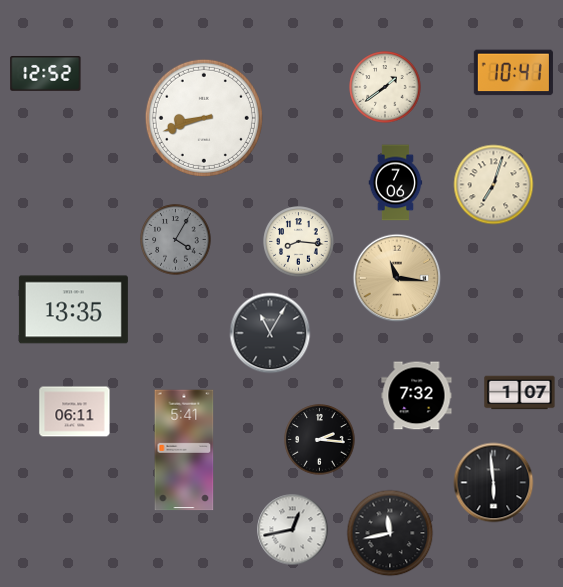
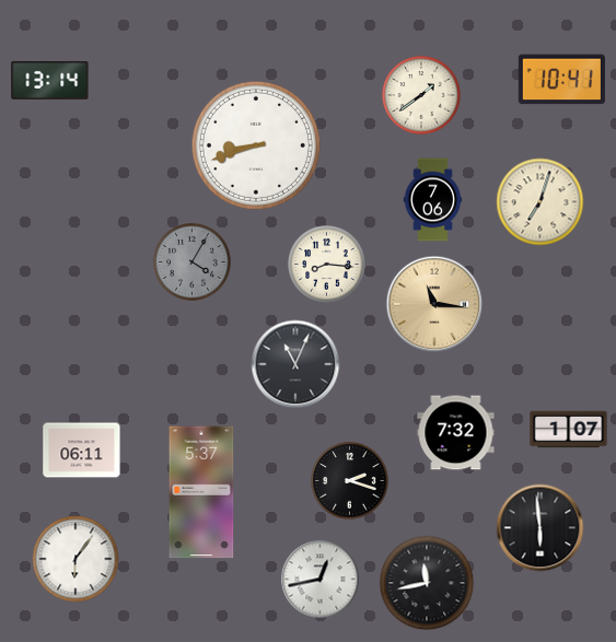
clock at (46, 74): 12:52 -> 13:14
clock at (204, 118) position: (204, 118) -> (256, 145)
clock at (73, 310): 13:35 -> none
clock at (270, 333): 11:05 -> 11:04
clock at (320, 440): 2:16 -> 2:18
clock at (184, 450): 5:41 -> 5:37
clock at (75, 559): none -> 6:06
